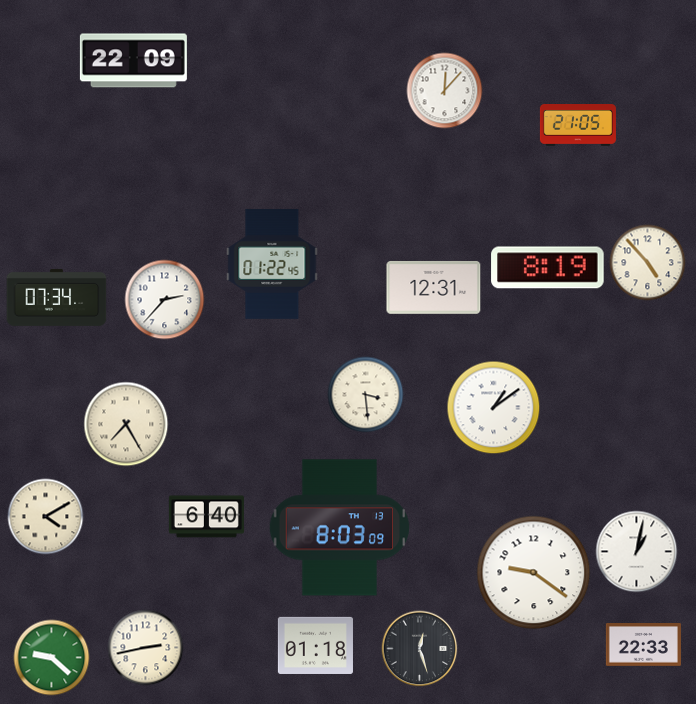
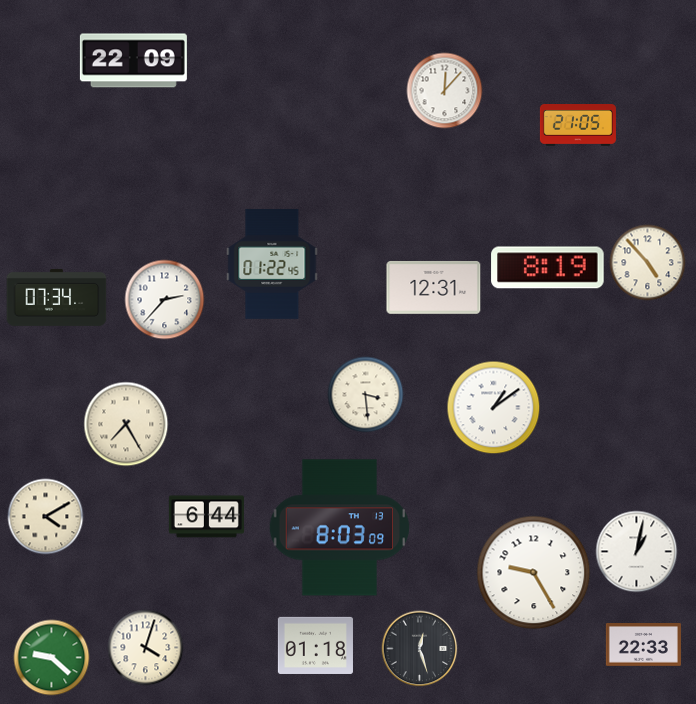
clock at (206, 517): 6:40 -> 6:44
clock at (534, 573): 9:21 -> 9:25
clock at (146, 648): 2:43 -> 4:03
